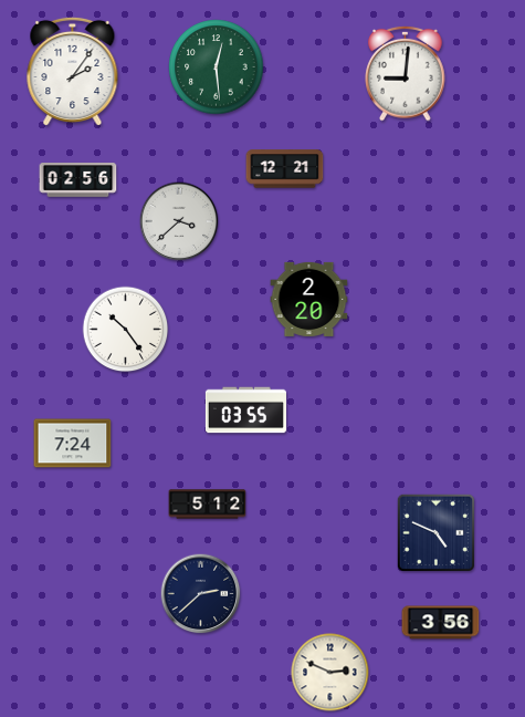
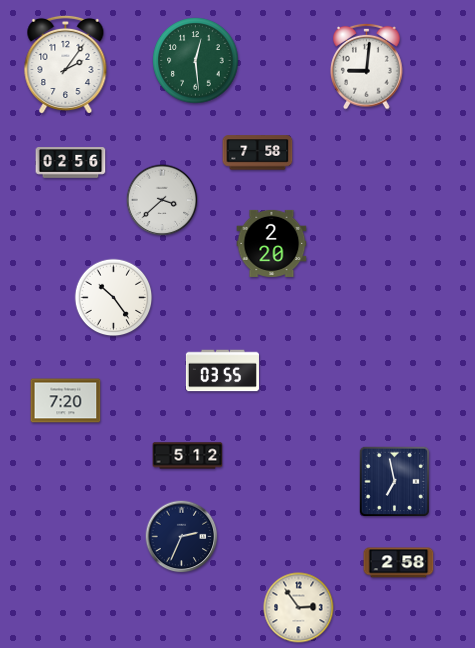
clock at (285, 169): 12:21 -> 7:58
clock at (309, 299) position: (309, 299) -> (272, 243)
clock at (73, 444): 7:24 -> 7:20
clock at (435, 532): 4:49 -> 6:58
clock at (201, 594): 2:38 -> 2:34
clock at (441, 623): 3:56 -> 2:58
clock at (330, 673): 2:49 -> 2:54
